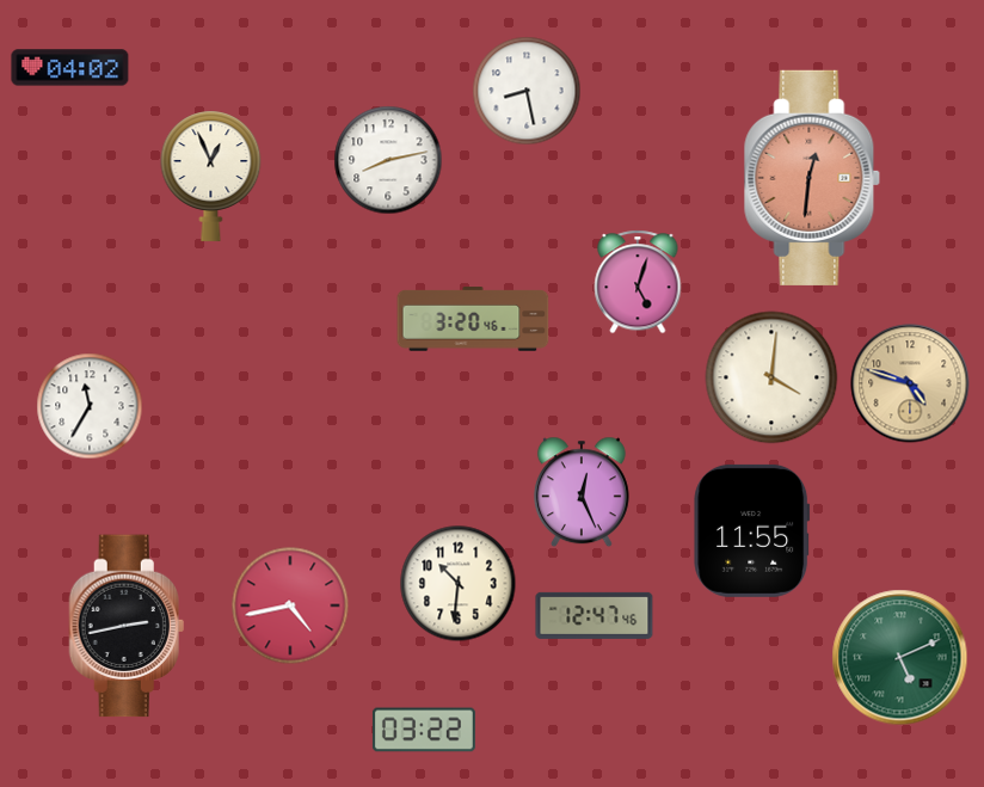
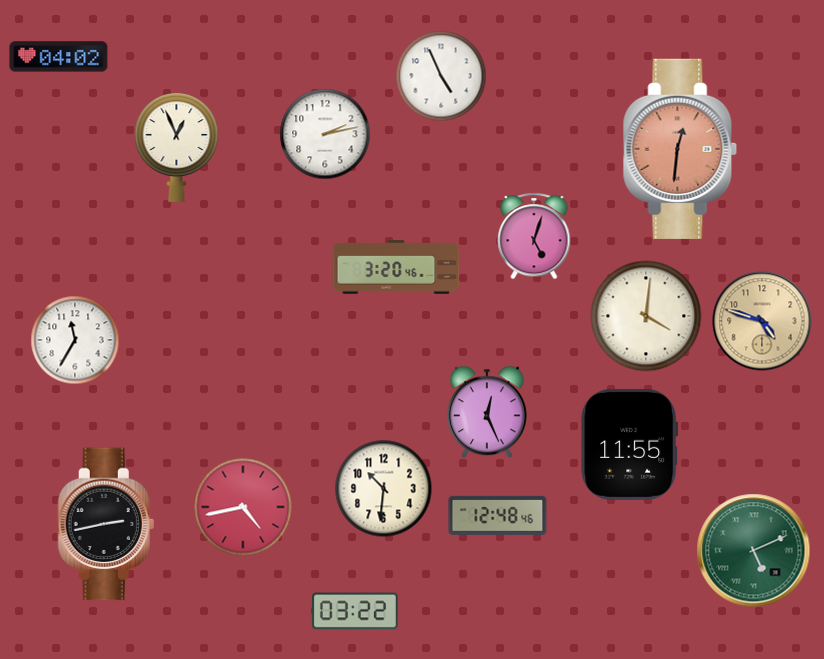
clock at (527, 91): 8:28 -> 4:56
clock at (388, 160): 8:13 -> 2:13
clock at (595, 615): 12:47 -> 12:48
